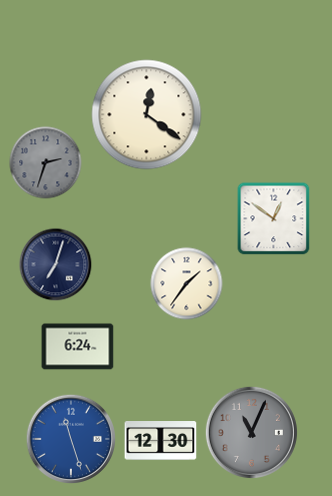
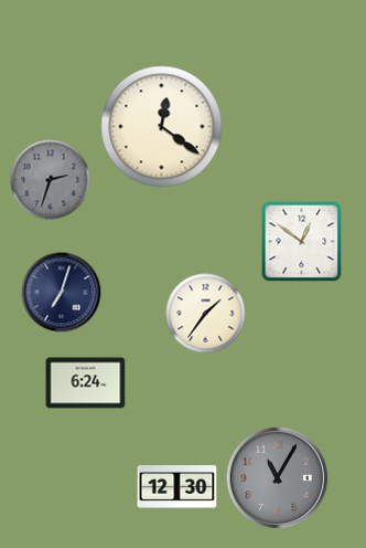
clock at (251, 432): 11:04 -> 11:05
clock at (70, 438): 11:27 -> none
